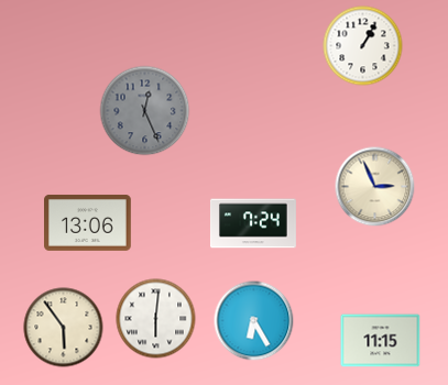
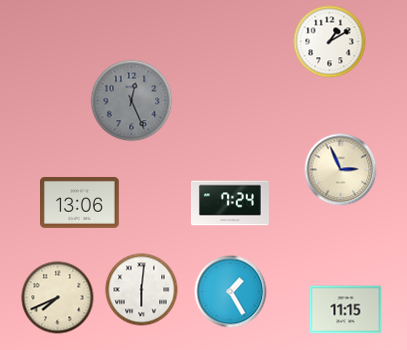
clock at (363, 46): 1:05 -> 1:10
clock at (254, 321): 6:25 -> 1:25
clock at (64, 328): 5:54 -> 7:41
